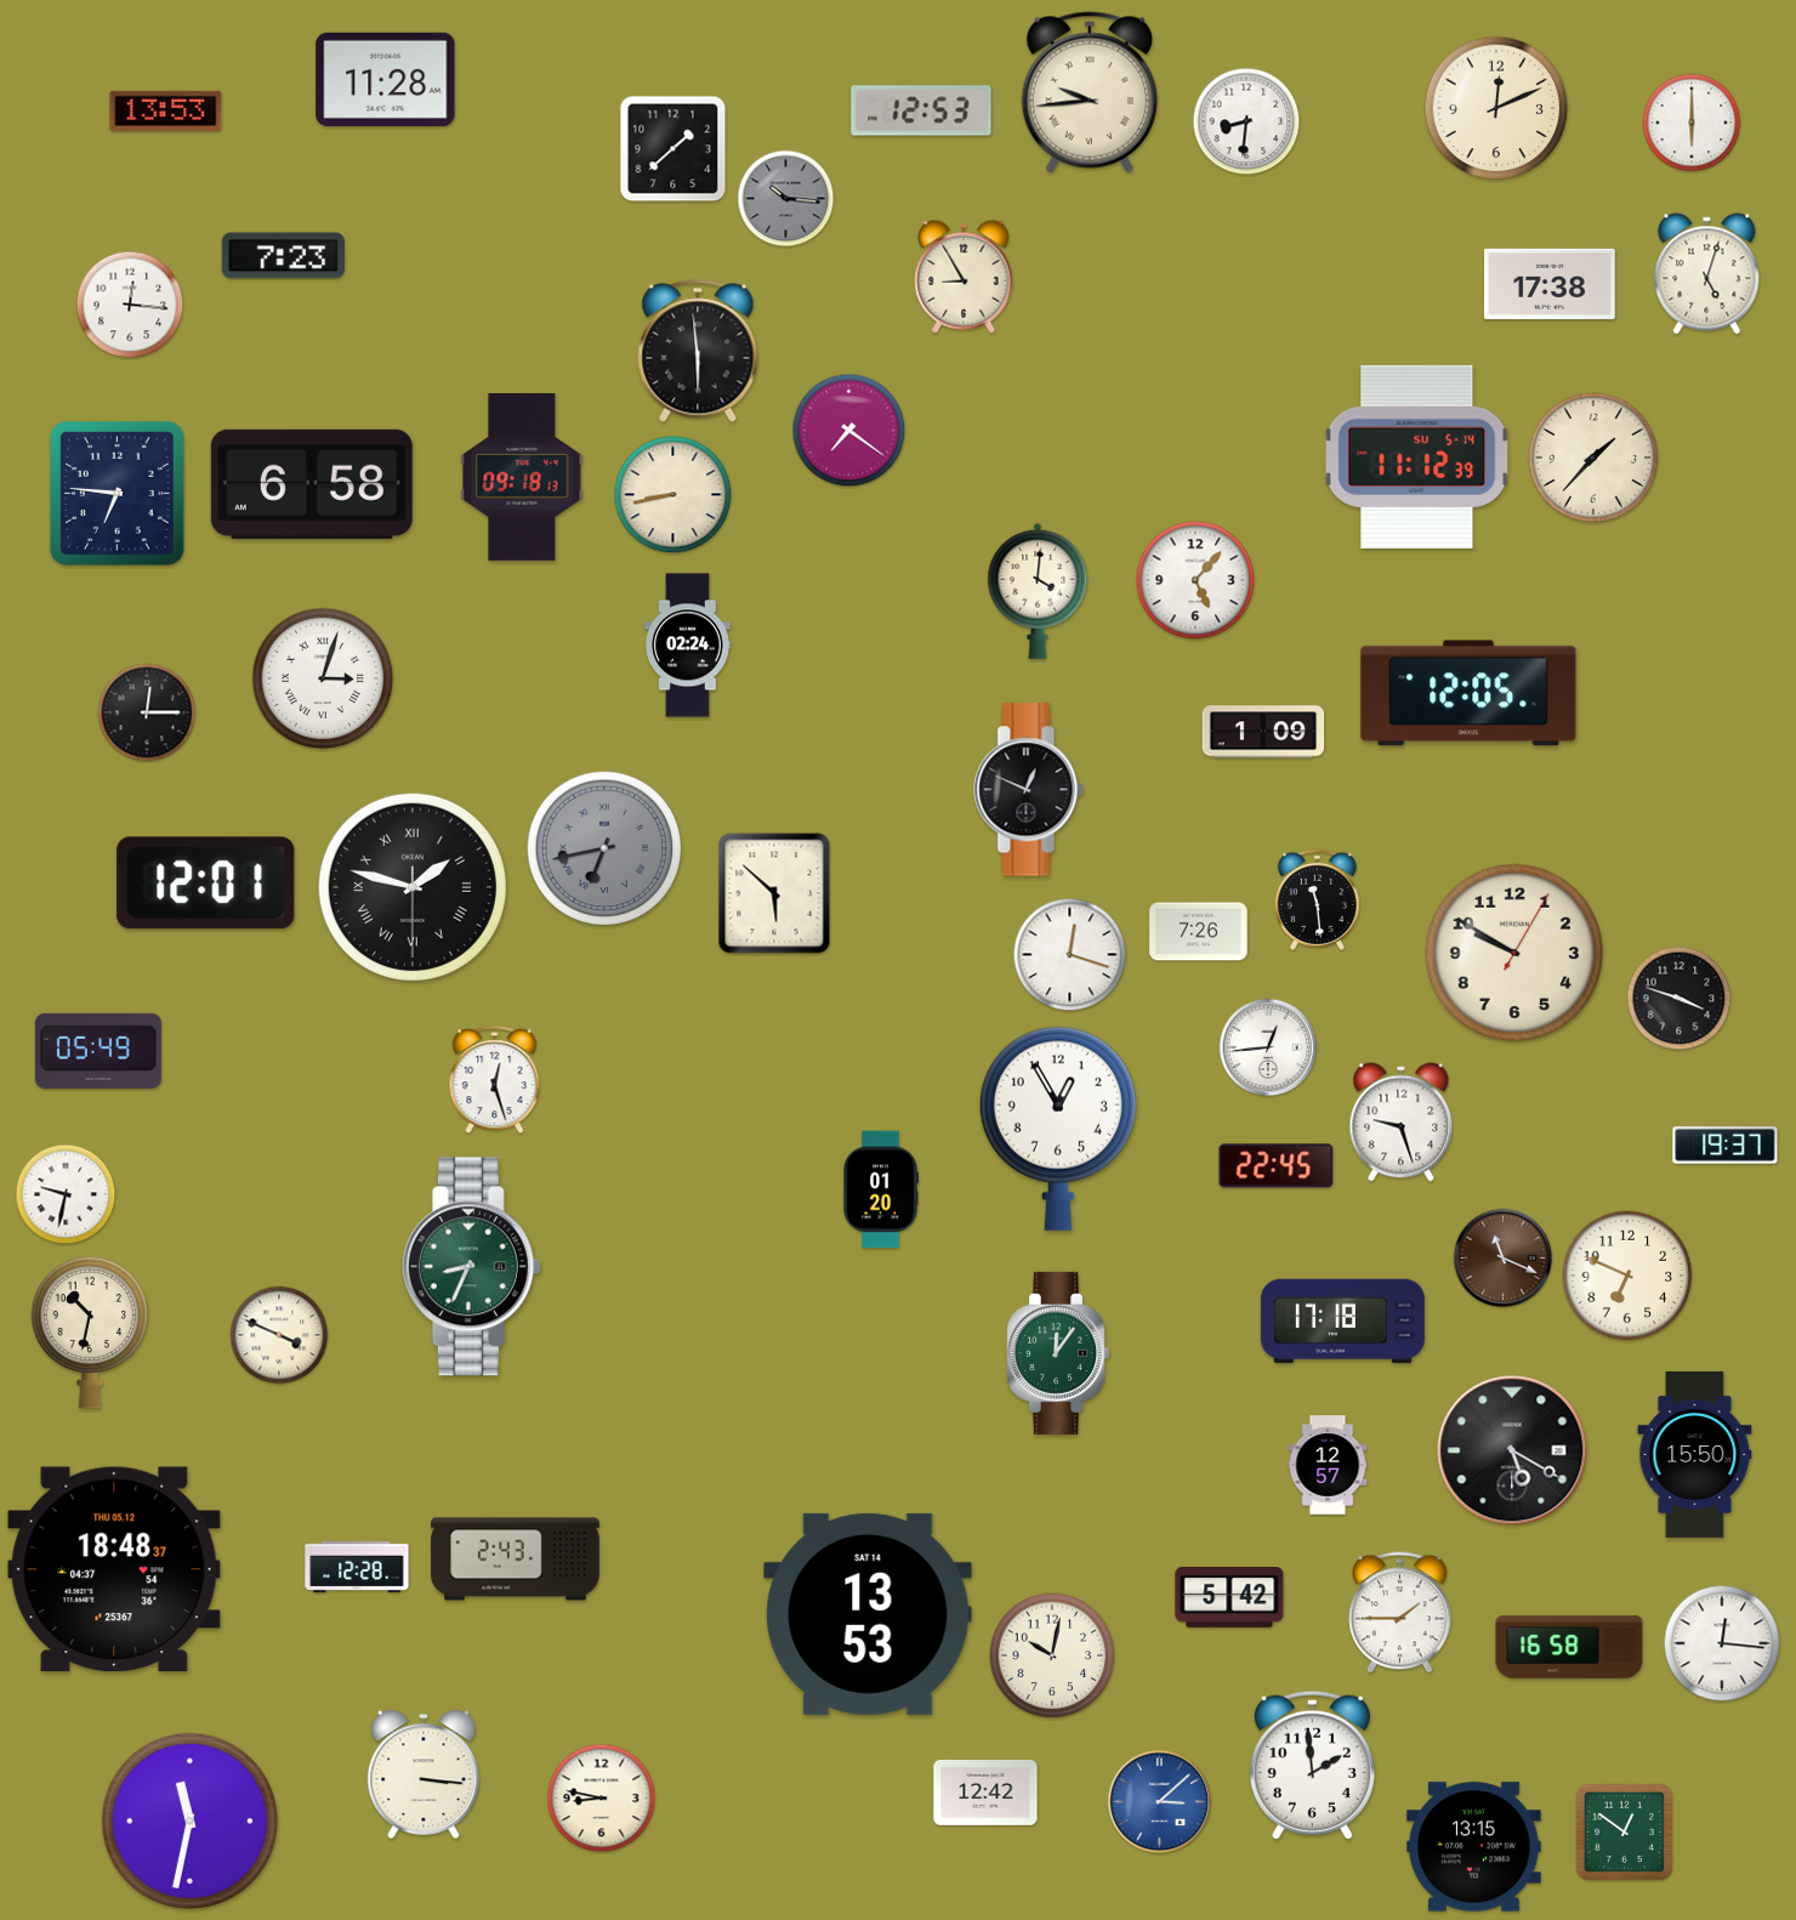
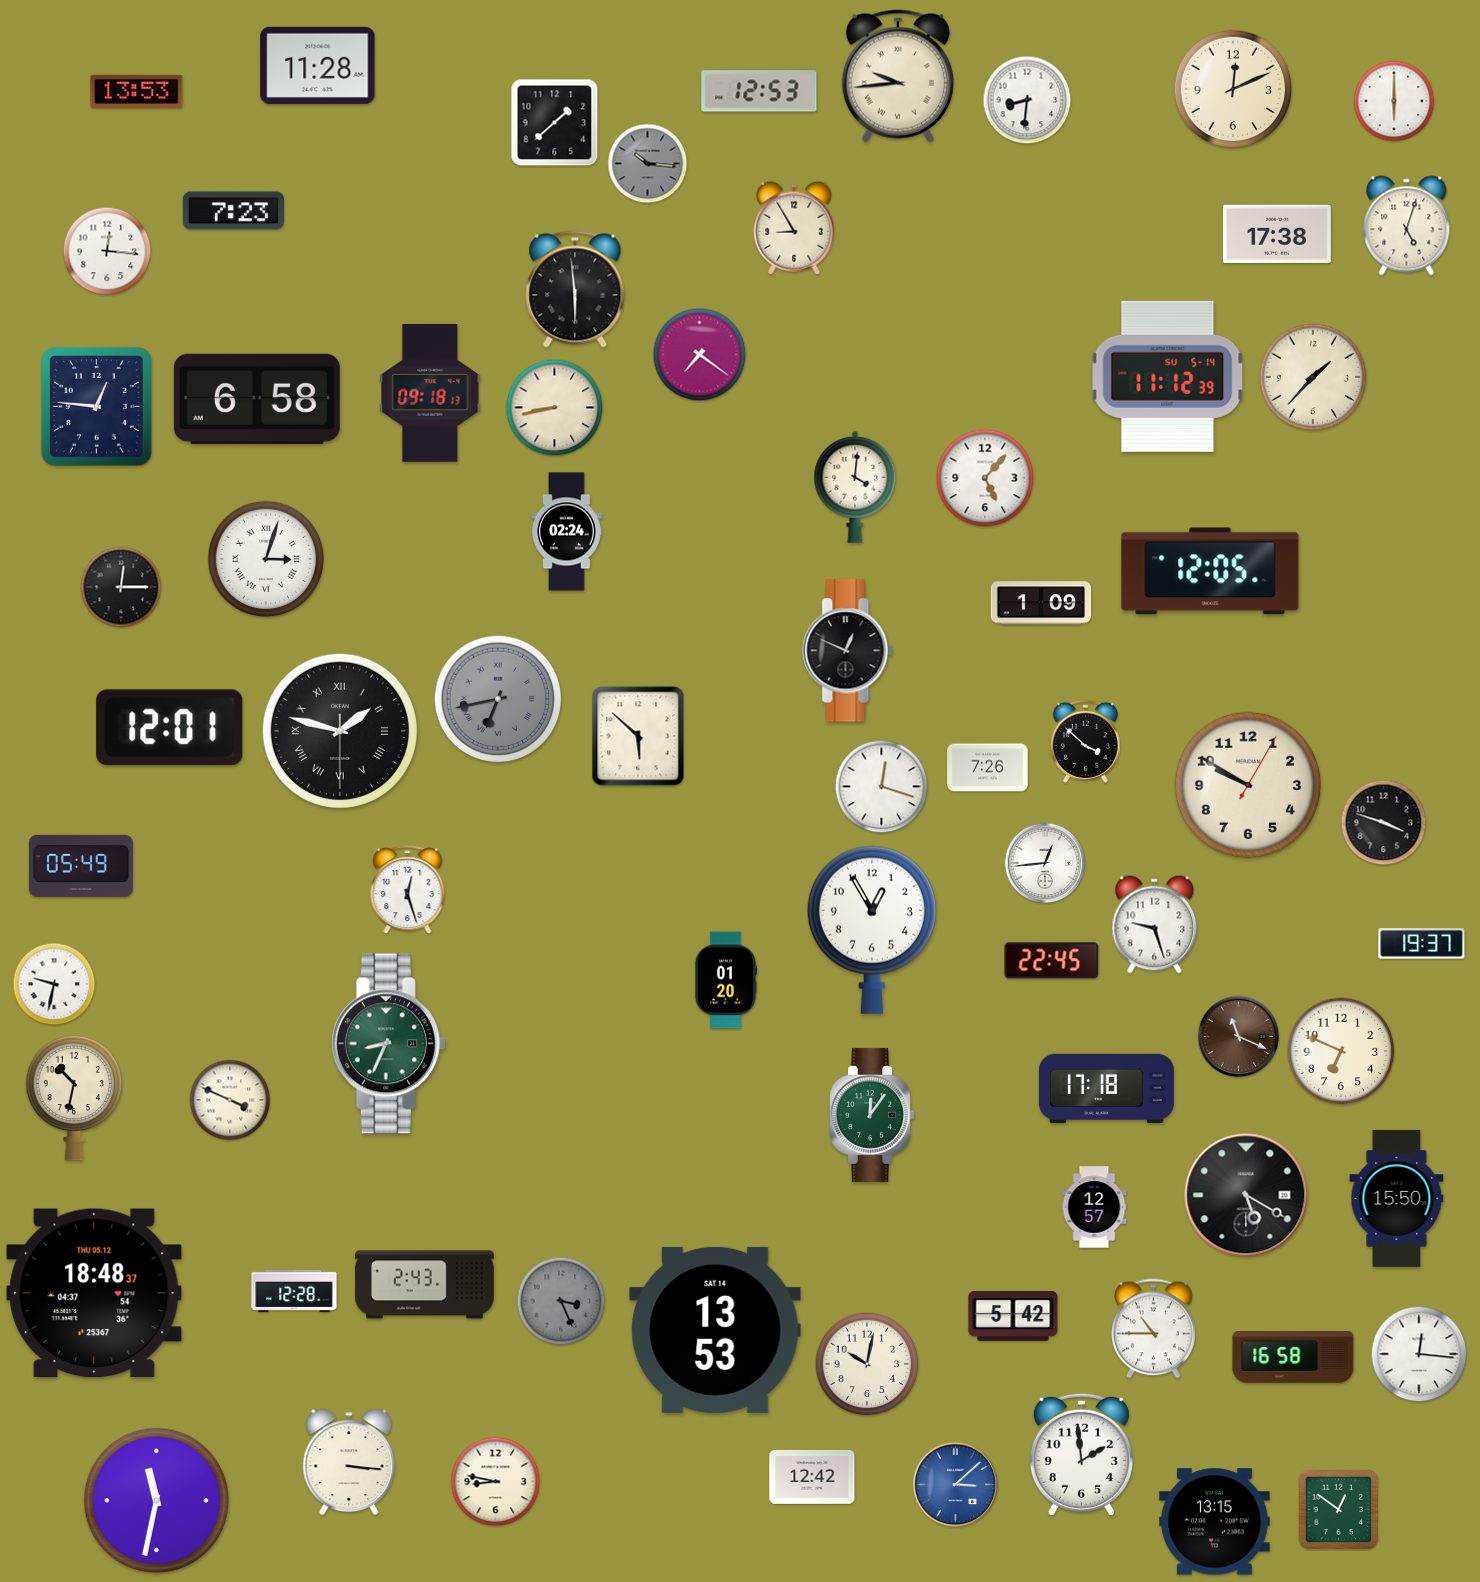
clock at (118, 494): 6:46 -> 12:46
clock at (1317, 899): 11:29 -> 3:52
clock at (561, 1301): none -> 3:26
clock at (1400, 1613): 1:45 -> 10:45
